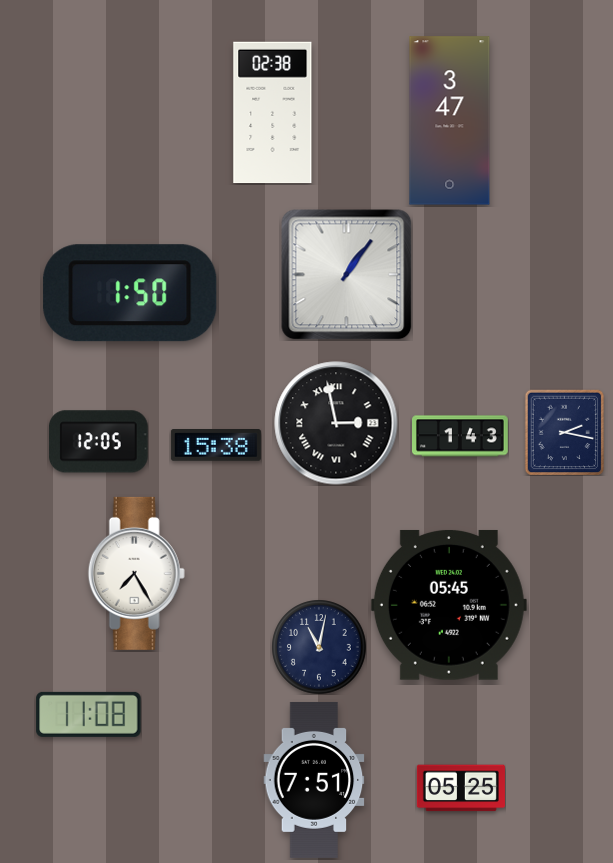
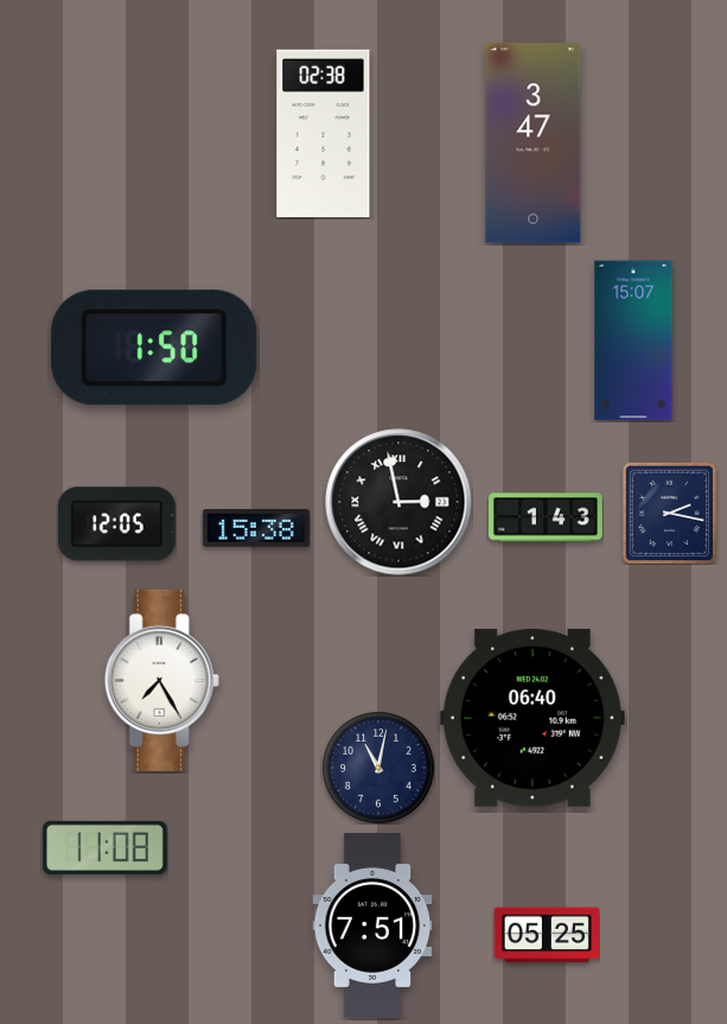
clock at (347, 275): 1:06 -> none
clock at (633, 341): none -> 15:07
clock at (449, 605): 05:45 -> 06:40
